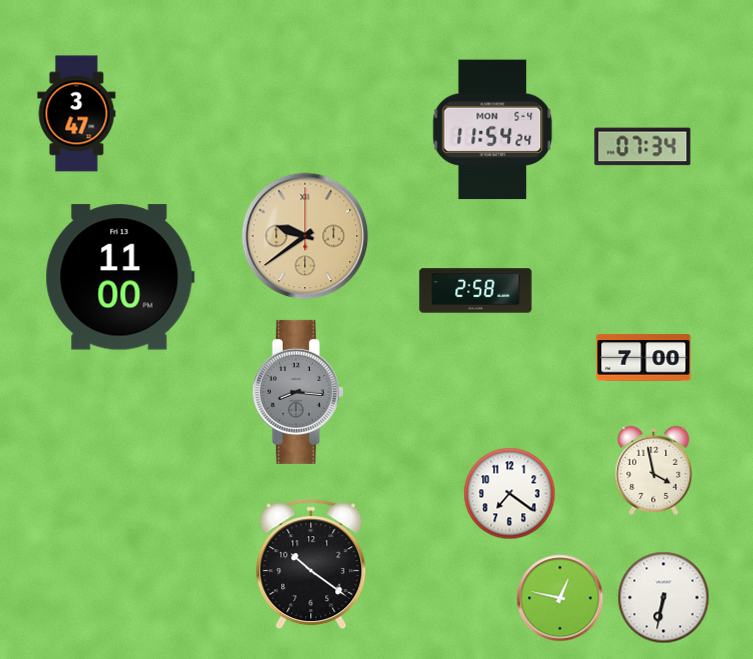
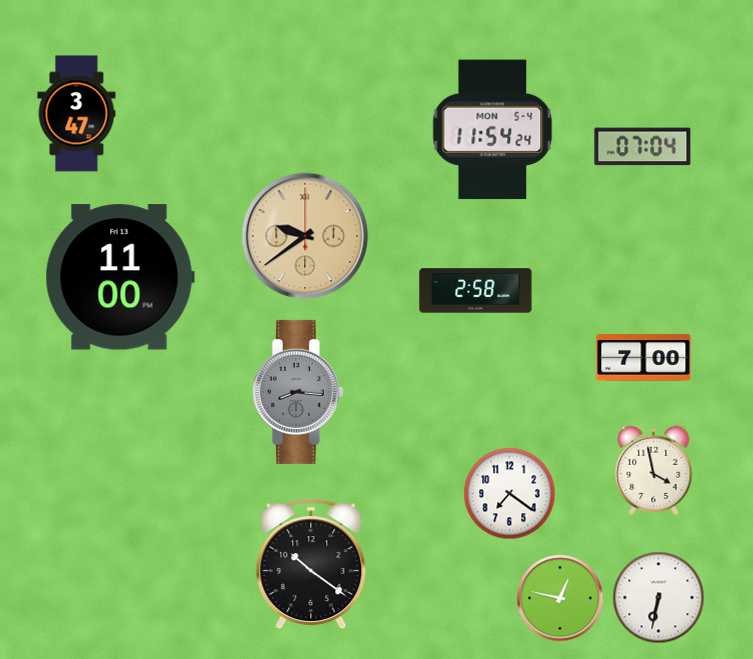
clock at (643, 147): 07:34 -> 07:04
clock at (664, 598) position: (664, 598) -> (659, 598)
